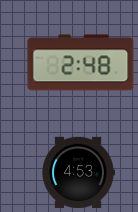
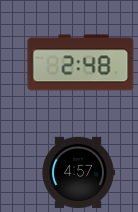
clock at (78, 172): 4:53 -> 4:57
